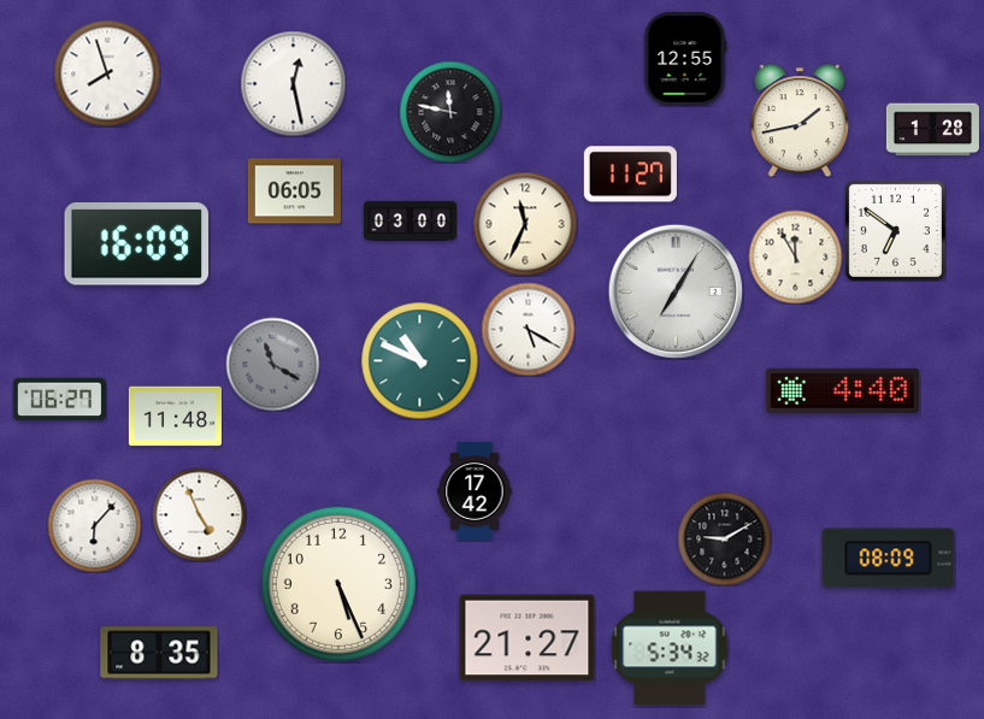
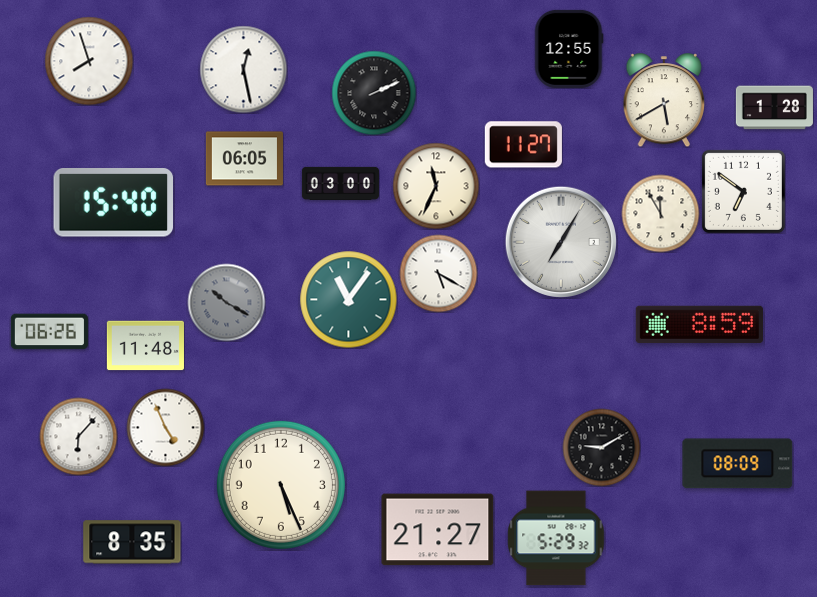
clock at (450, 112): 11:47 -> 2:11
clock at (800, 120): 1:43 -> 5:40
clock at (137, 244): 16:09 -> 15:40
clock at (419, 360): 10:49 -> 11:06
clock at (272, 364): 11:20 -> 10:20
clock at (842, 390): 4:40 -> 8:59
clock at (59, 400): 06:27 -> 06:26
clock at (475, 491): 17:42 -> none
clock at (670, 648): 5:34 -> 5:29
